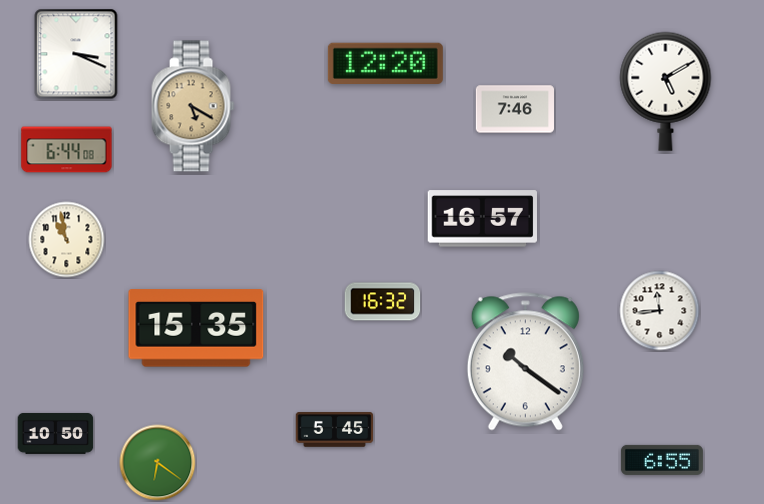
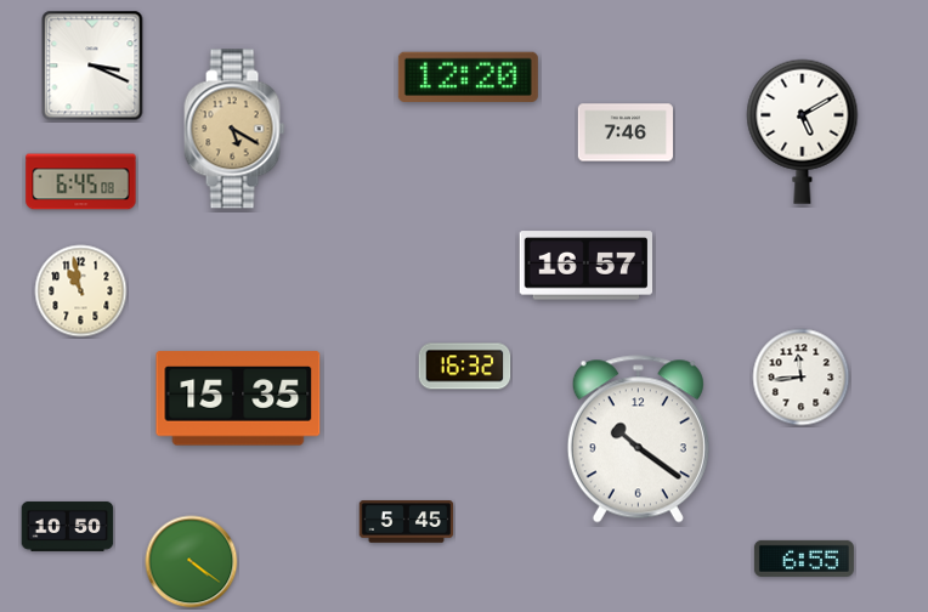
clock at (666, 91) position: (666, 91) -> (803, 131)
clock at (67, 150): 6:44 -> 6:45
clock at (158, 463): 6:21 -> 4:21
